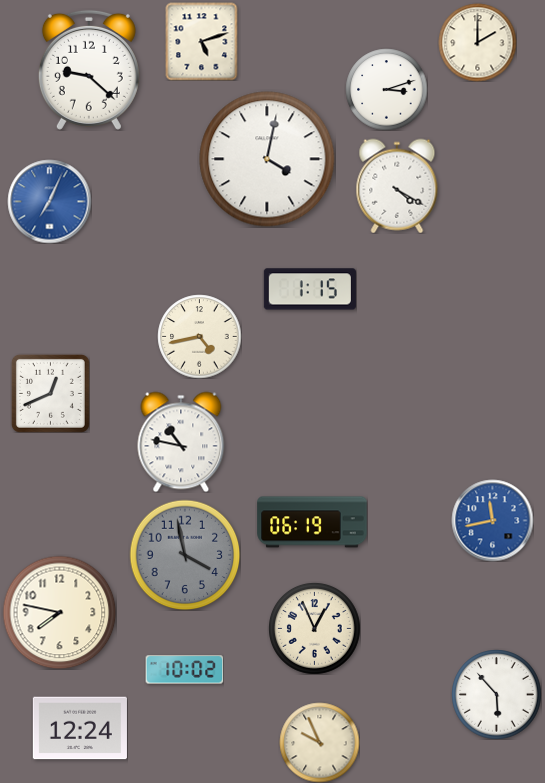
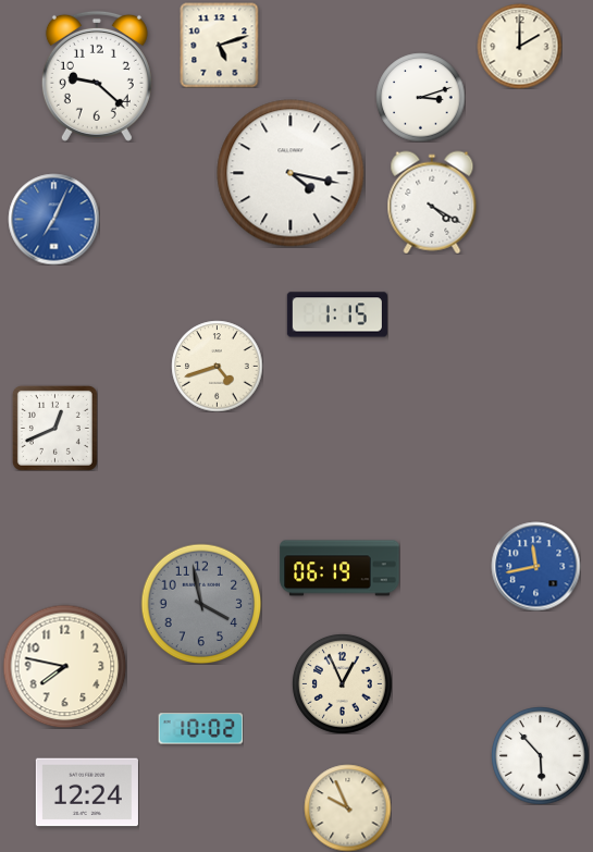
clock at (267, 159): 4:02 -> 4:17
clock at (199, 336): 4:43 -> 4:42
clock at (181, 442): 10:47 -> none
